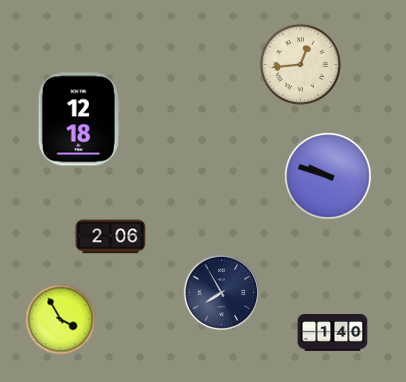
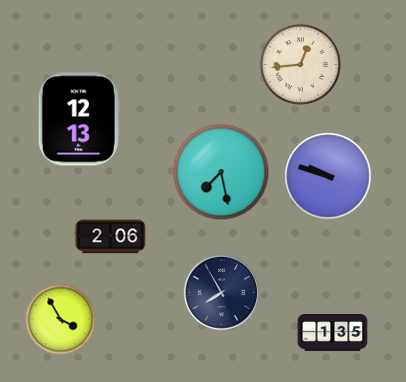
clock at (79, 119): 12:18 -> 12:13
clock at (221, 172): none -> 7:28
clock at (333, 333): 1:40 -> 1:35
